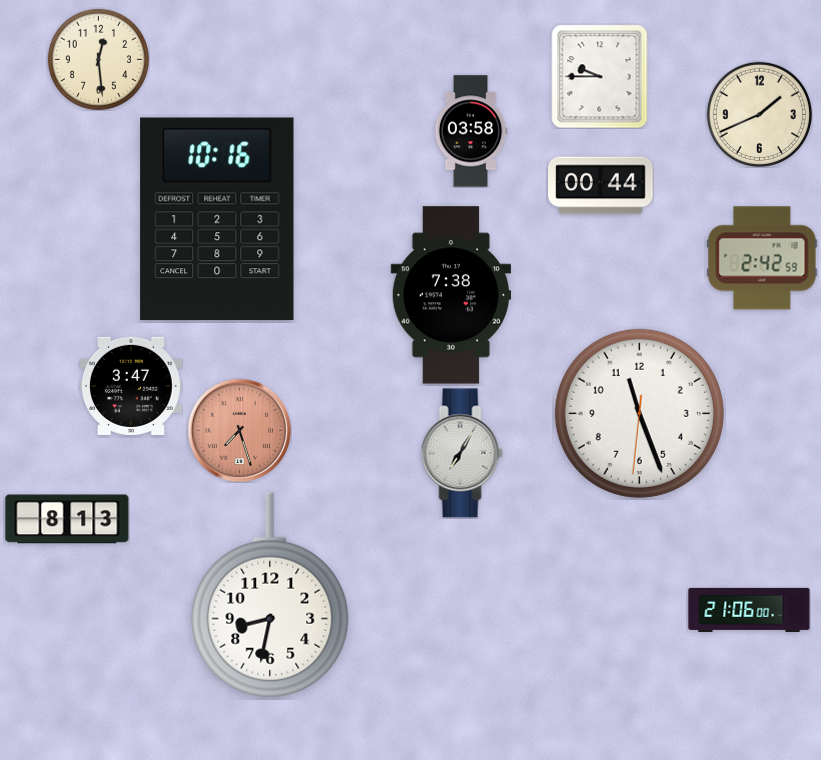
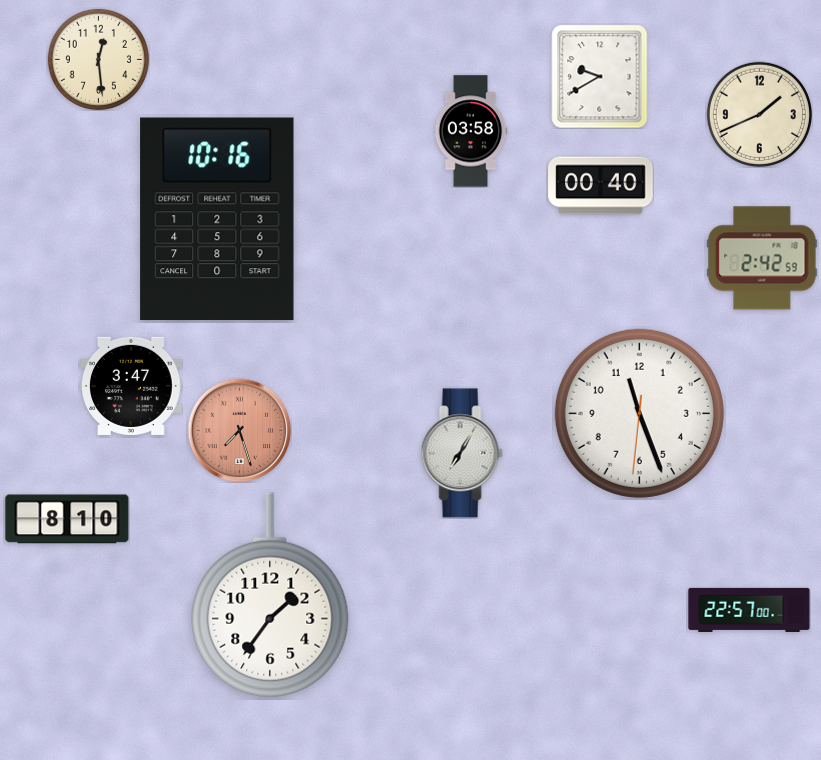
clock at (600, 76): 9:45 -> 9:40
clock at (601, 186): 00:44 -> 00:40
clock at (450, 295): 7:38 -> none
clock at (67, 519): 8:13 -> 8:10
clock at (270, 595): 8:32 -> 1:36
clock at (749, 610): 21:06 -> 22:57
